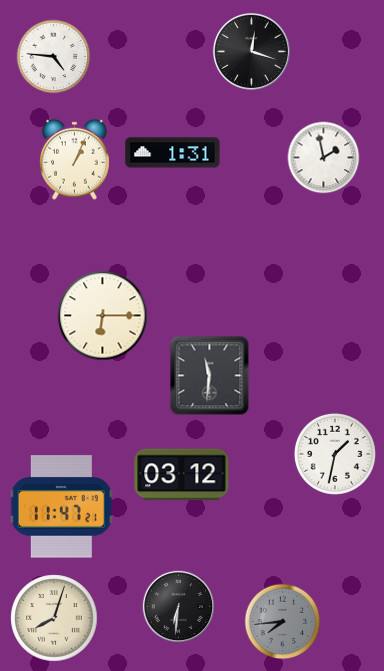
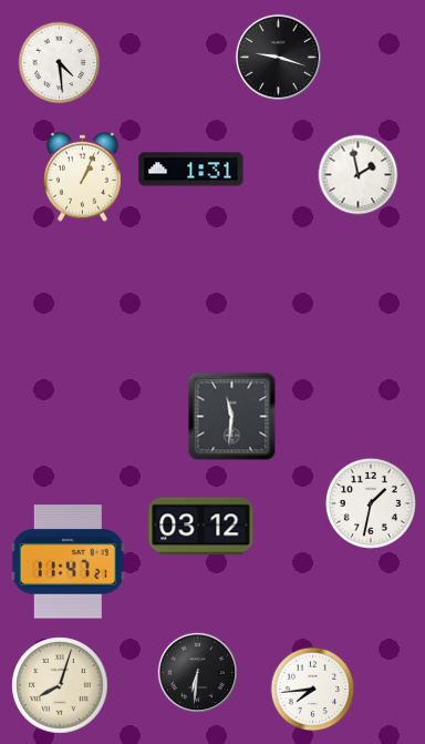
clock at (251, 51): 12:18 -> 9:18
clock at (54, 57): 4:46 -> 4:29
clock at (103, 316): 6:15 -> none
clock at (283, 622) dial: grey -> white
